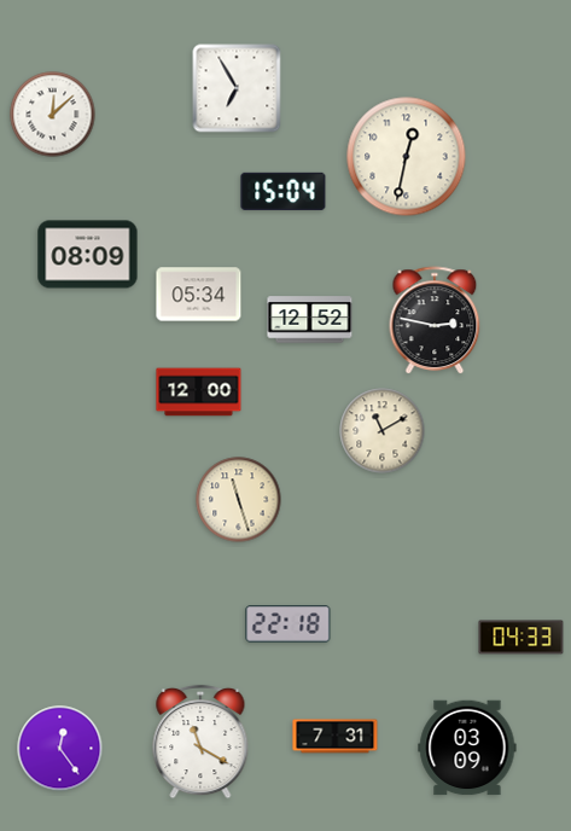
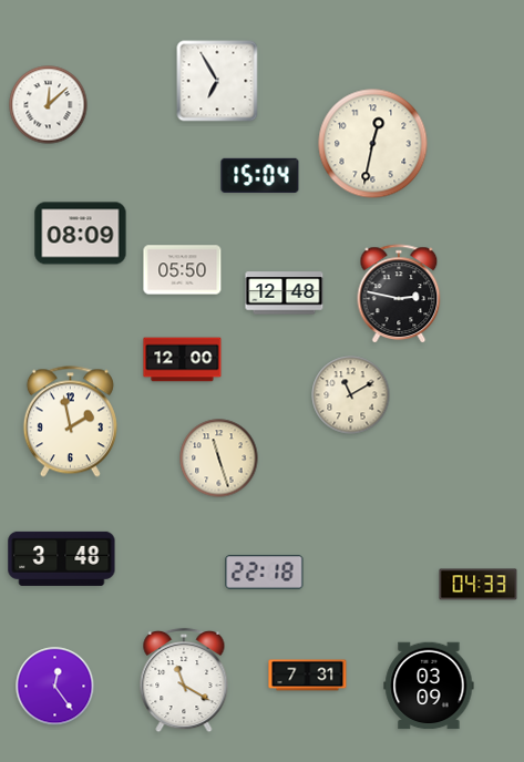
clock at (199, 295): 05:34 -> 05:50
clock at (310, 320): 12:52 -> 12:48
clock at (70, 422): none -> 1:58
clock at (62, 558): none -> 3:48
